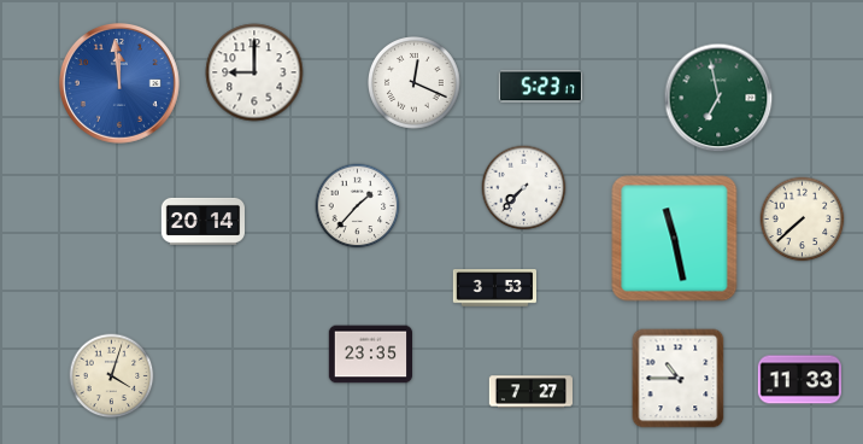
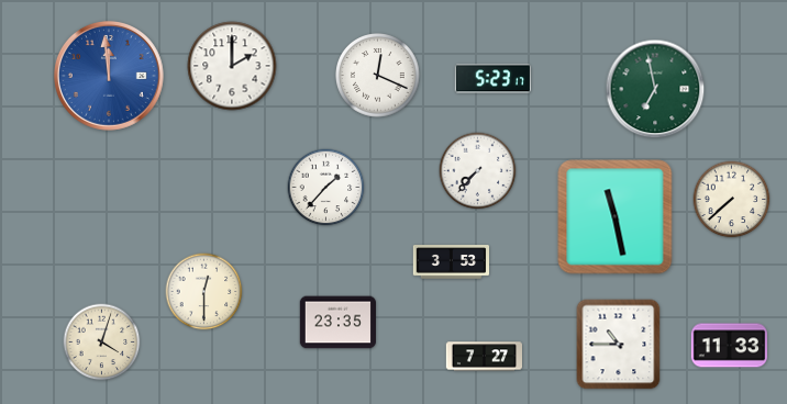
clock at (254, 72): 9:00 -> 2:00
clock at (202, 221): 20:14 -> none
clock at (204, 292): none -> 12:30
